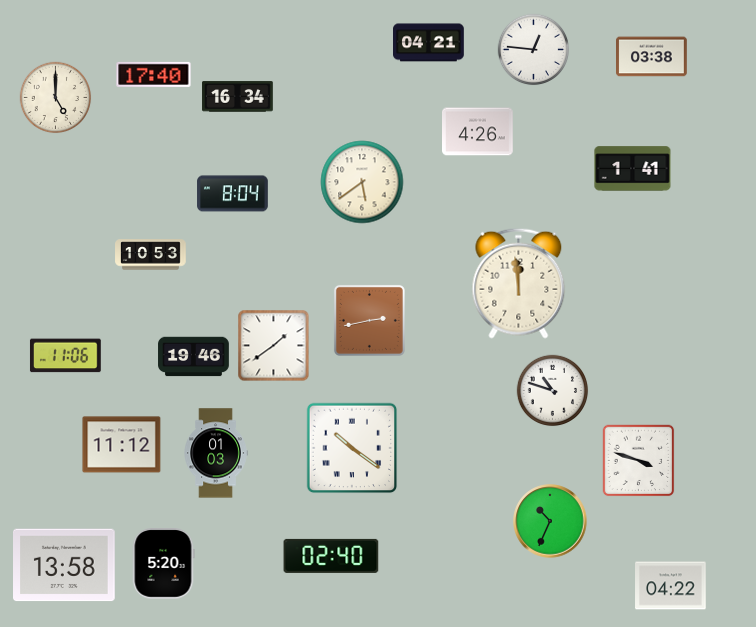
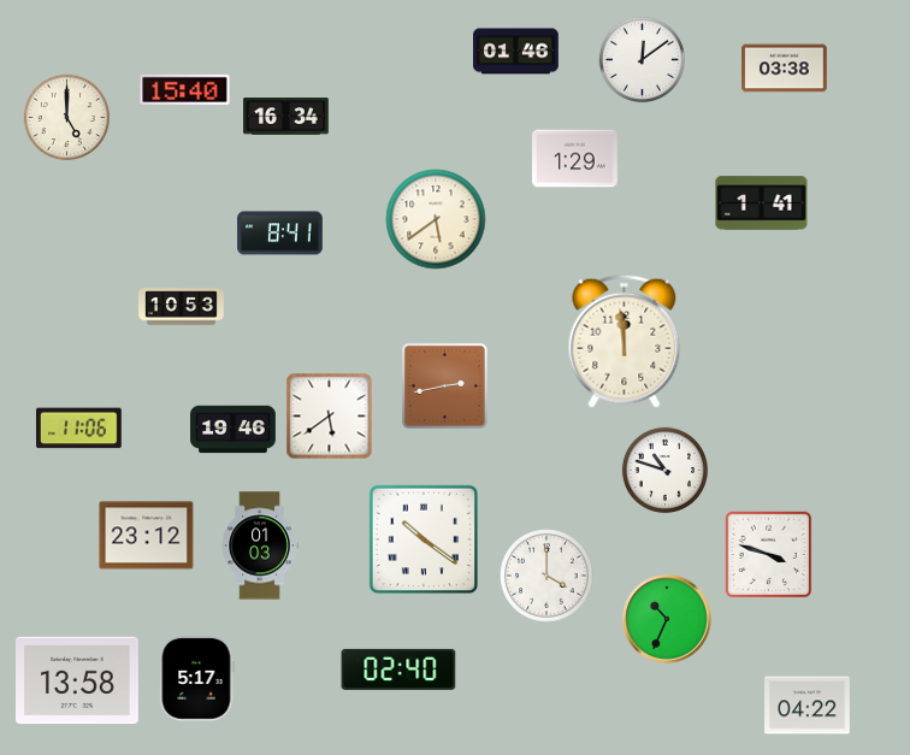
clock at (429, 43): 04:21 -> 01:46
clock at (534, 50): 12:46 -> 12:09
clock at (154, 74): 17:40 -> 15:40
clock at (478, 132): 4:26 -> 1:29
clock at (233, 194): 8:04 -> 8:41
clock at (274, 346): 1:39 -> 5:39
clock at (122, 445): 11:12 -> 23:12
clock at (546, 576): none -> 4:00
clock at (550, 521) position: (550, 521) -> (667, 619)
clock at (163, 564): 5:20 -> 5:17
